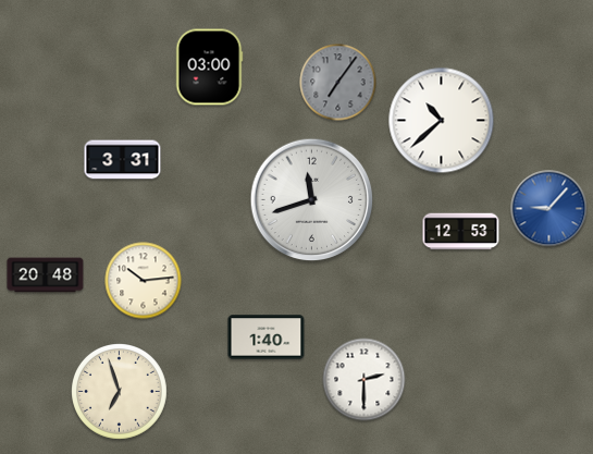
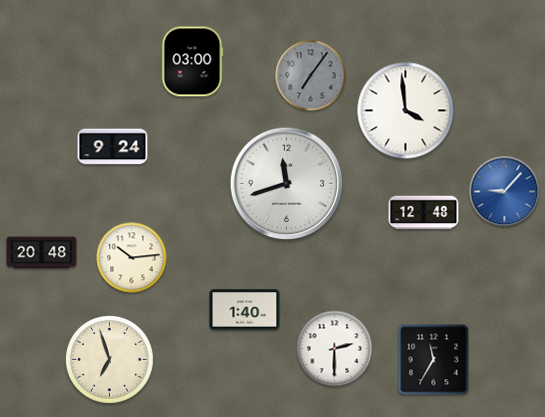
clock at (442, 121): 10:38 -> 3:59
clock at (123, 160): 3:31 -> 9:24
clock at (461, 232): 12:53 -> 12:48
clock at (434, 360): none -> 11:35
